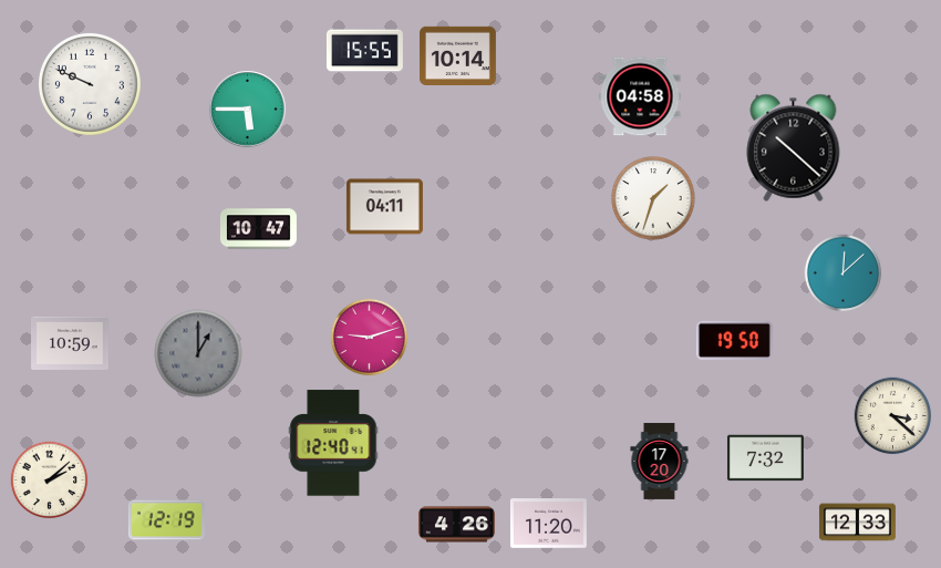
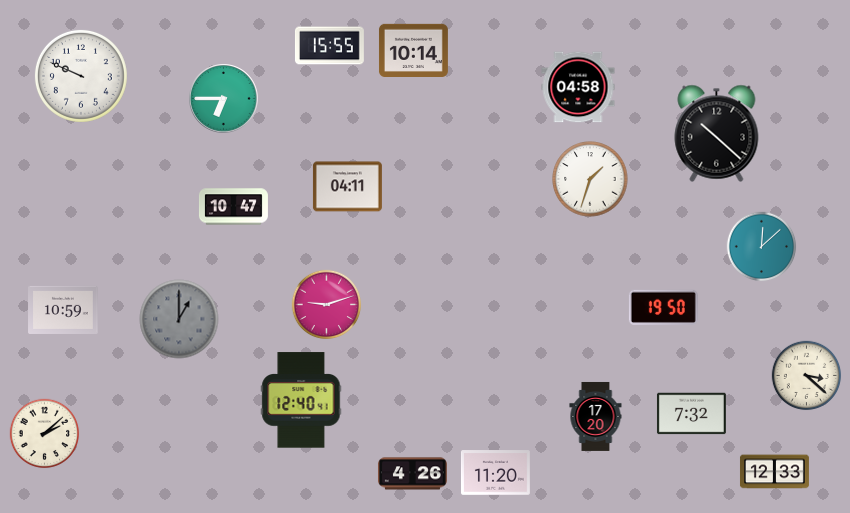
clock at (248, 110): 5:45 -> 6:45
clock at (370, 338) position: (370, 338) -> (327, 305)
clock at (166, 520): 12:19 -> none
